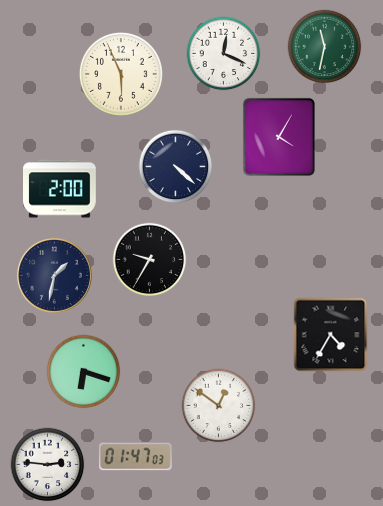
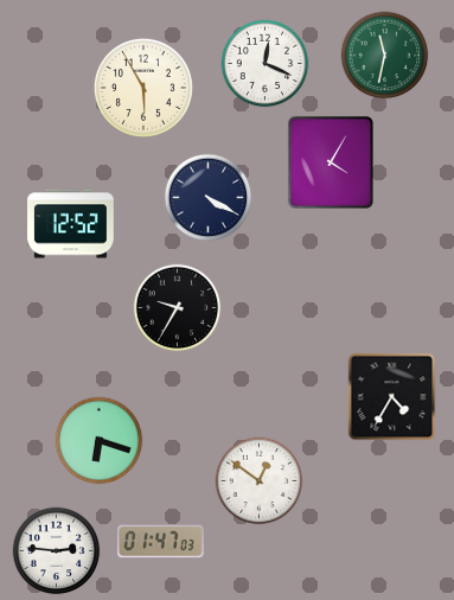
clock at (121, 74): 5:56 -> 5:55
clock at (176, 167): 4:22 -> 4:20
clock at (60, 189): 2:00 -> 12:52
clock at (54, 275): 1:32 -> none
